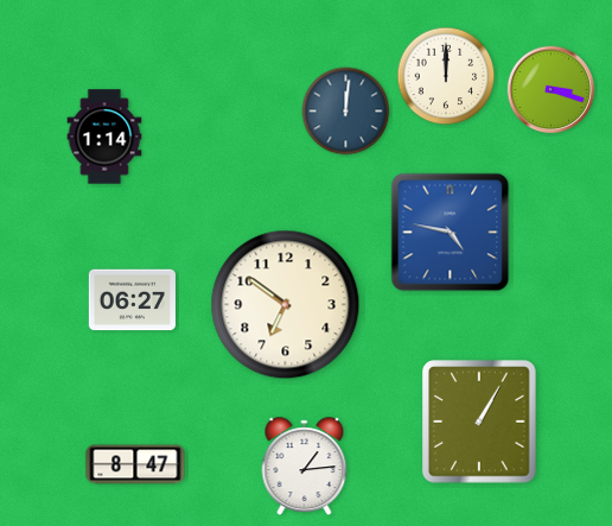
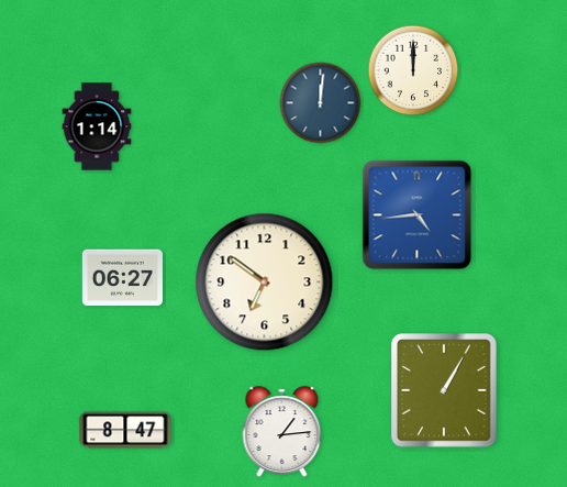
clock at (552, 90): 3:18 -> none
clock at (451, 233): 4:47 -> 4:44
